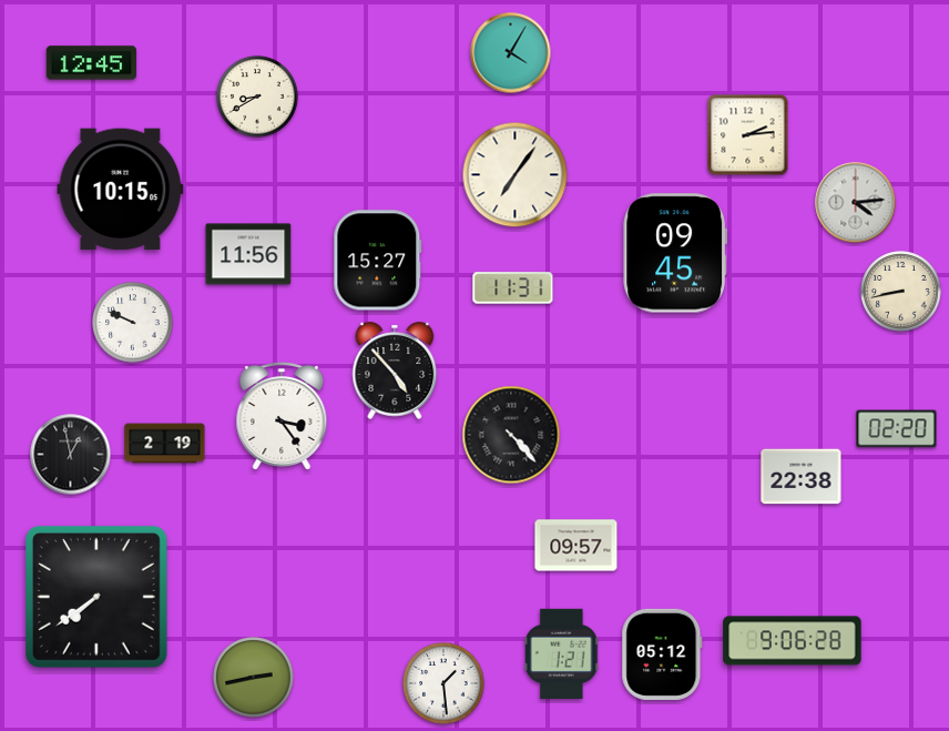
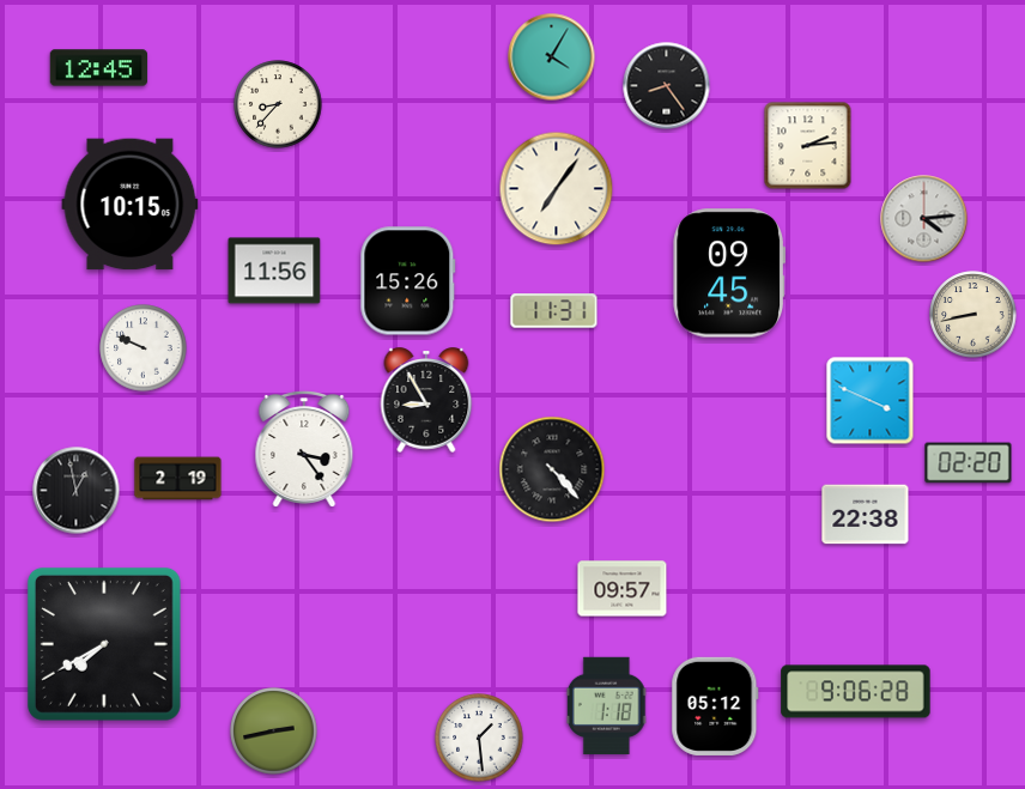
clock at (667, 86): none -> 8:24
clock at (257, 97): 8:40 -> 8:37
clock at (248, 254) position: (248, 254) -> (274, 271)
clock at (378, 261): 15:27 -> 15:26
clock at (395, 370): 4:53 -> 8:55
clock at (871, 401): none -> 3:49
clock at (96, 597): 7:39 -> 7:40
clock at (561, 653): 1:21 -> 1:18
